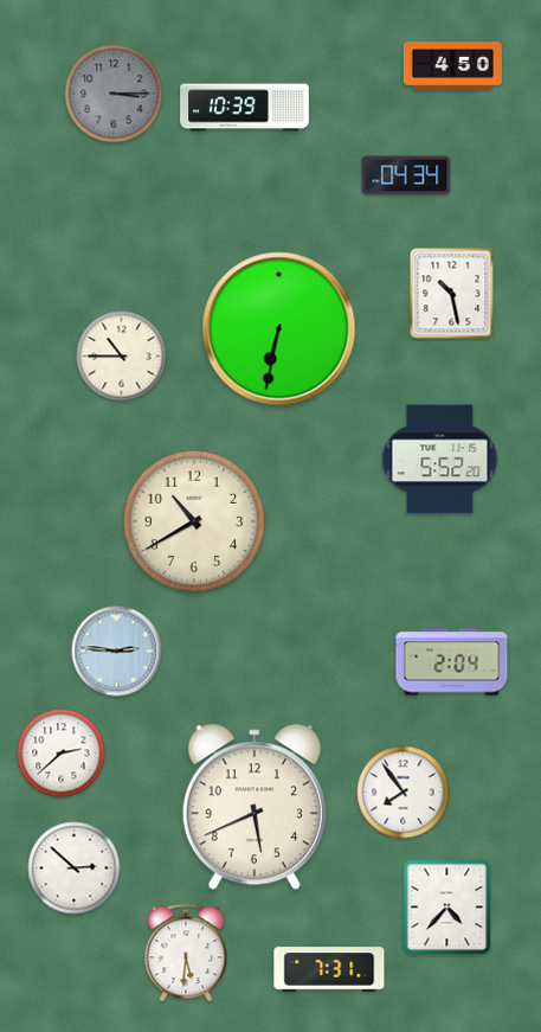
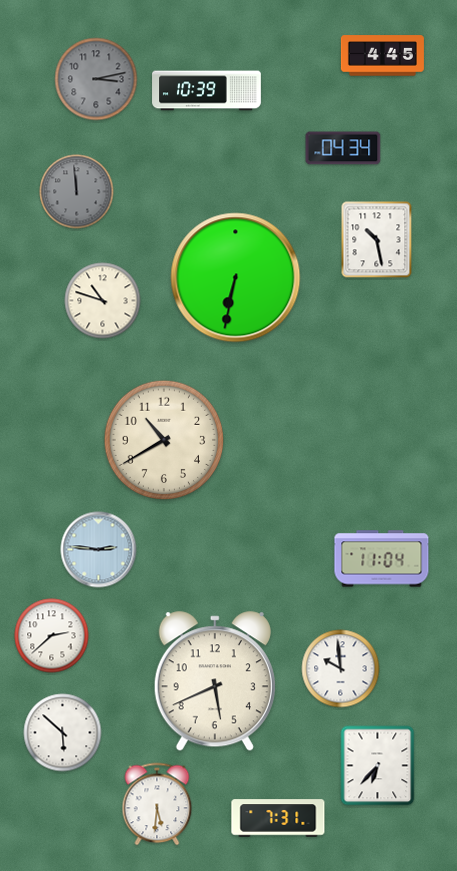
clock at (452, 66): 4:50 -> 4:45
clock at (114, 94): 3:15 -> 3:13
clock at (77, 192): none -> 11:59
clock at (452, 294) position: (452, 294) -> (377, 240)
clock at (122, 357): 10:45 -> 10:48
clock at (440, 460): 5:52 -> none
clock at (452, 662): 2:04 -> 11:04
clock at (404, 793): 7:54 -> 9:59
clock at (75, 868): 2:52 -> 5:52
clock at (447, 908): 4:37 -> 6:37
